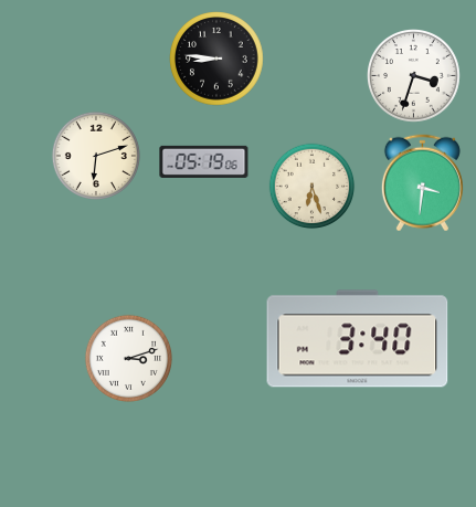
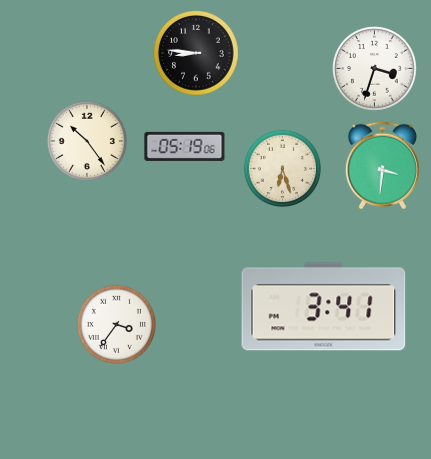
clock at (96, 156): 6:12 -> 10:24
clock at (358, 339): 3:40 -> 3:41
clock at (128, 358): 3:12 -> 3:36
